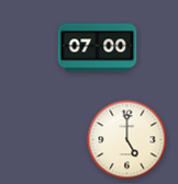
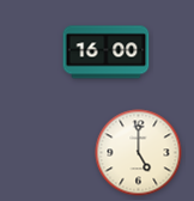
clock at (98, 48): 07:00 -> 16:00
